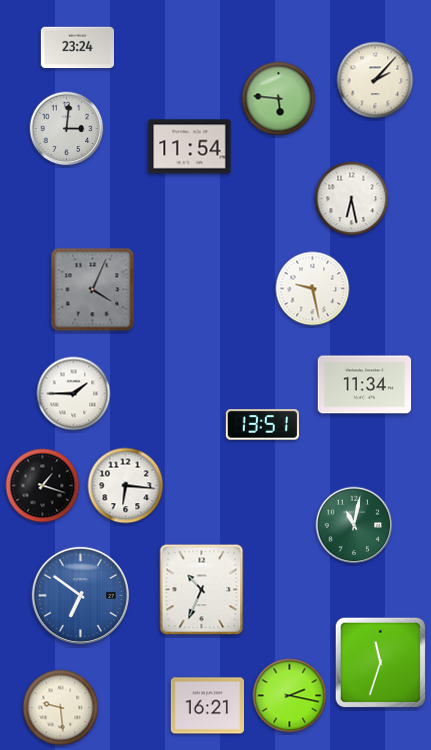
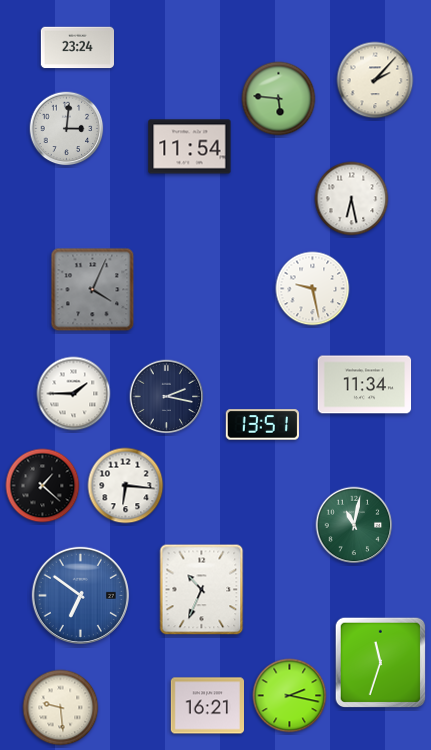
clock at (167, 397): none -> 2:17
clock at (43, 486): 1:18 -> 1:22
